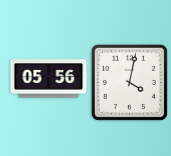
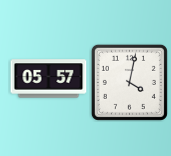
clock at (49, 79): 05:56 -> 05:57
